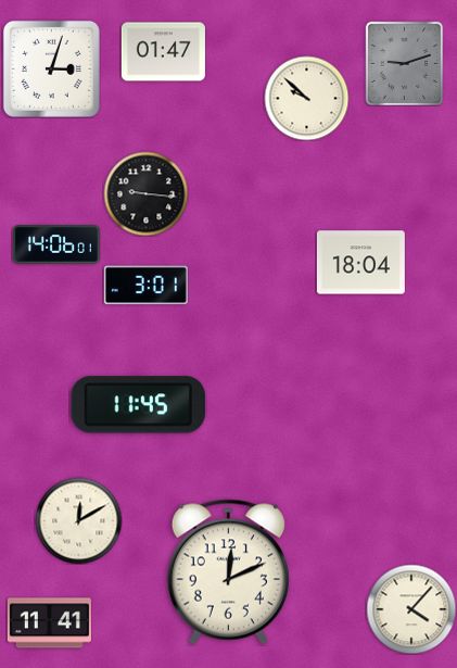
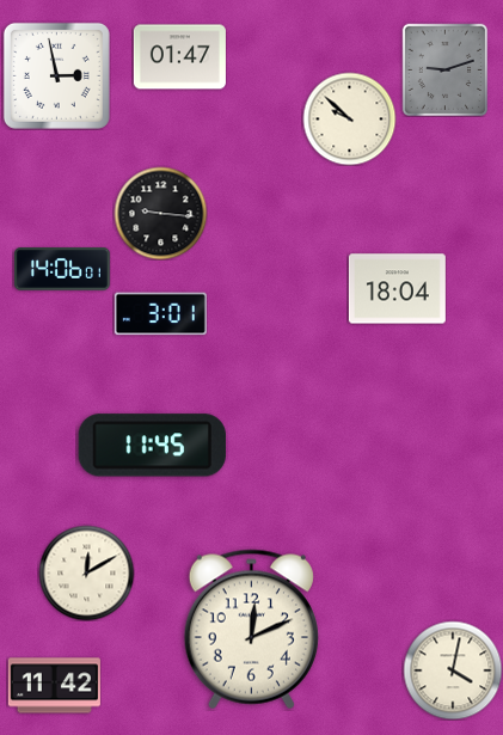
clock at (51, 68): 3:03 -> 2:58
clock at (306, 98) position: (306, 98) -> (349, 118)
clock at (411, 609): 4:07 -> 4:02
clock at (49, 623): 11:41 -> 11:42
